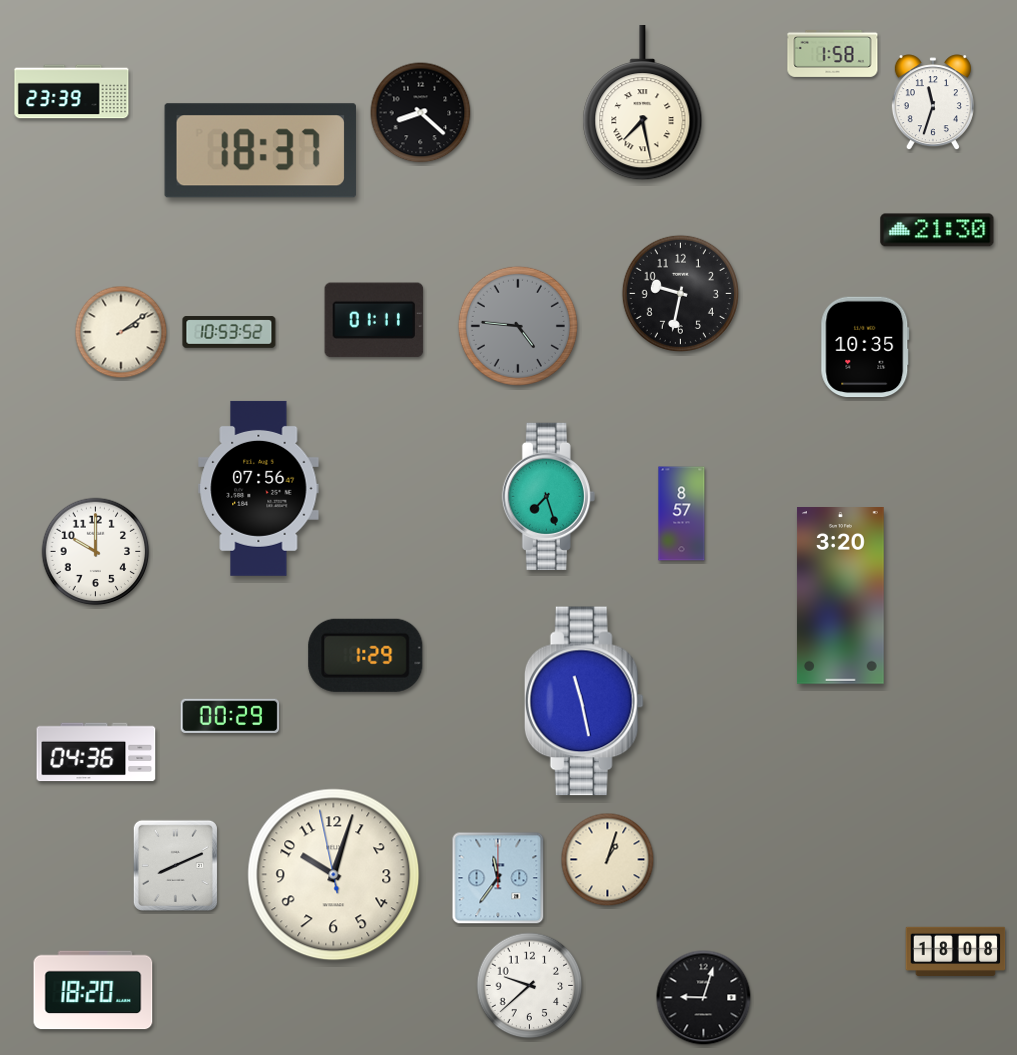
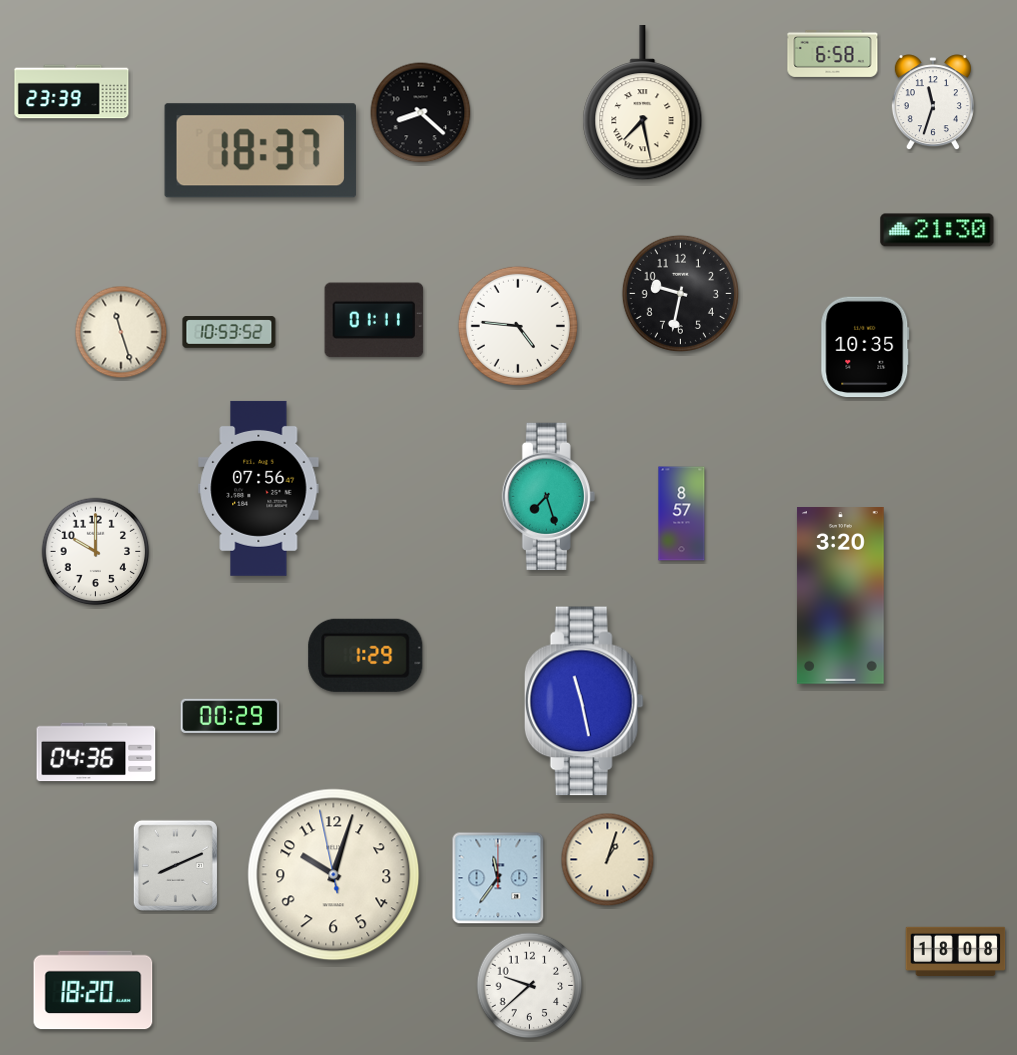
clock at (833, 53): 1:58 -> 6:58
clock at (518, 326) dial: grey -> white
clock at (121, 332): 2:09 -> 11:27
clock at (704, 998): 9:03 -> none
